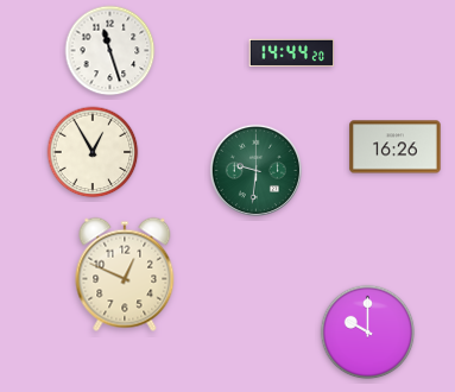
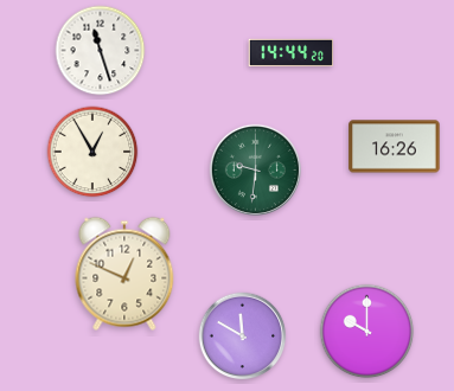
clock at (110, 51) position: (110, 51) -> (101, 51)
clock at (243, 336): none -> 11:50
